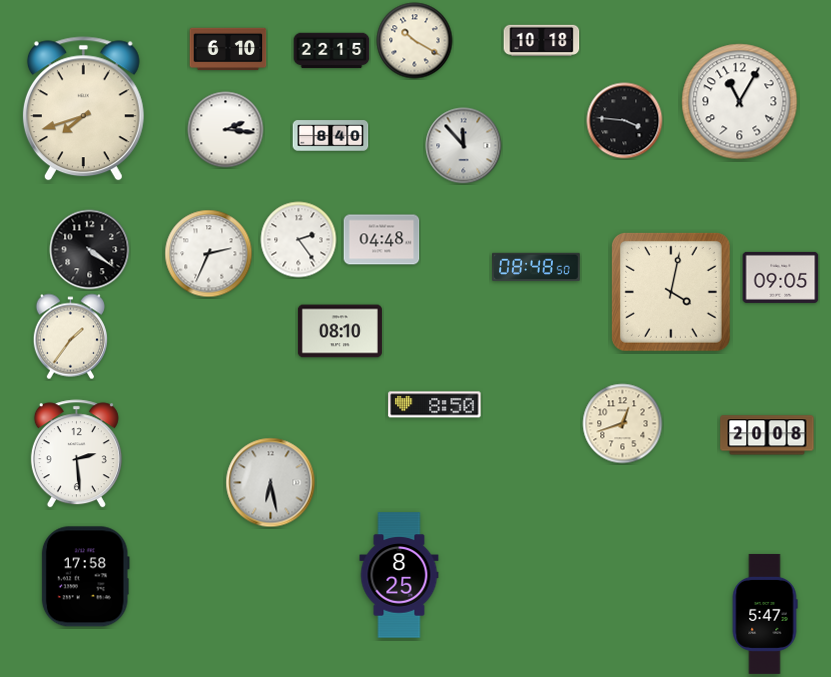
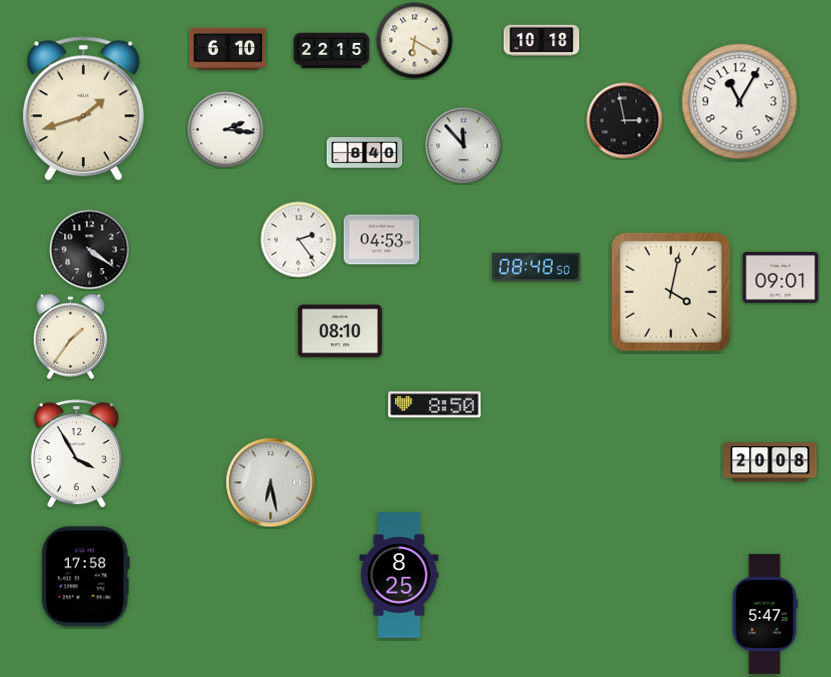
clock at (415, 41): 10:20 -> 6:20
clock at (83, 109): 7:42 -> 1:42
clock at (625, 121): 3:46 -> 2:58
clock at (331, 136) position: (331, 136) -> (365, 153)
clock at (382, 240): 04:48 -> 04:53
clock at (209, 254): 2:34 -> none
clock at (781, 277): 09:05 -> 09:01
clock at (623, 424): 12:42 -> none
clock at (767, 435) position: (767, 435) -> (770, 462)
clock at (76, 454): 2:29 -> 3:55
